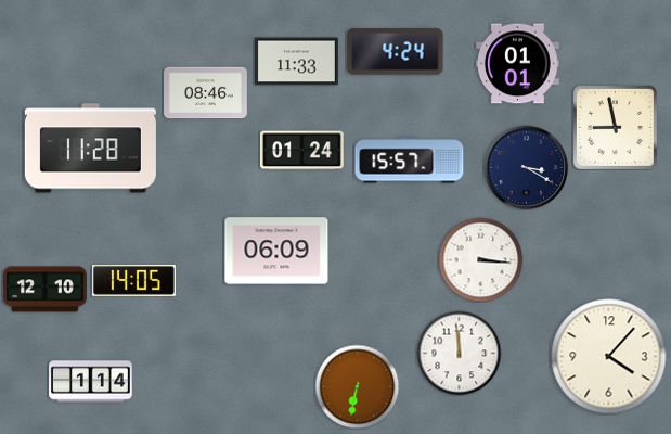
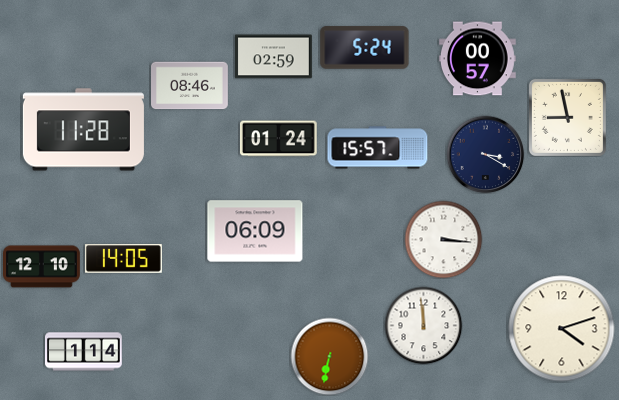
clock at (396, 52): 4:24 -> 5:24
clock at (297, 62): 11:33 -> 02:59
clock at (517, 64): 01:01 -> 00:57
clock at (90, 149) position: (90, 149) -> (83, 130)
clock at (609, 357): 4:07 -> 4:12
